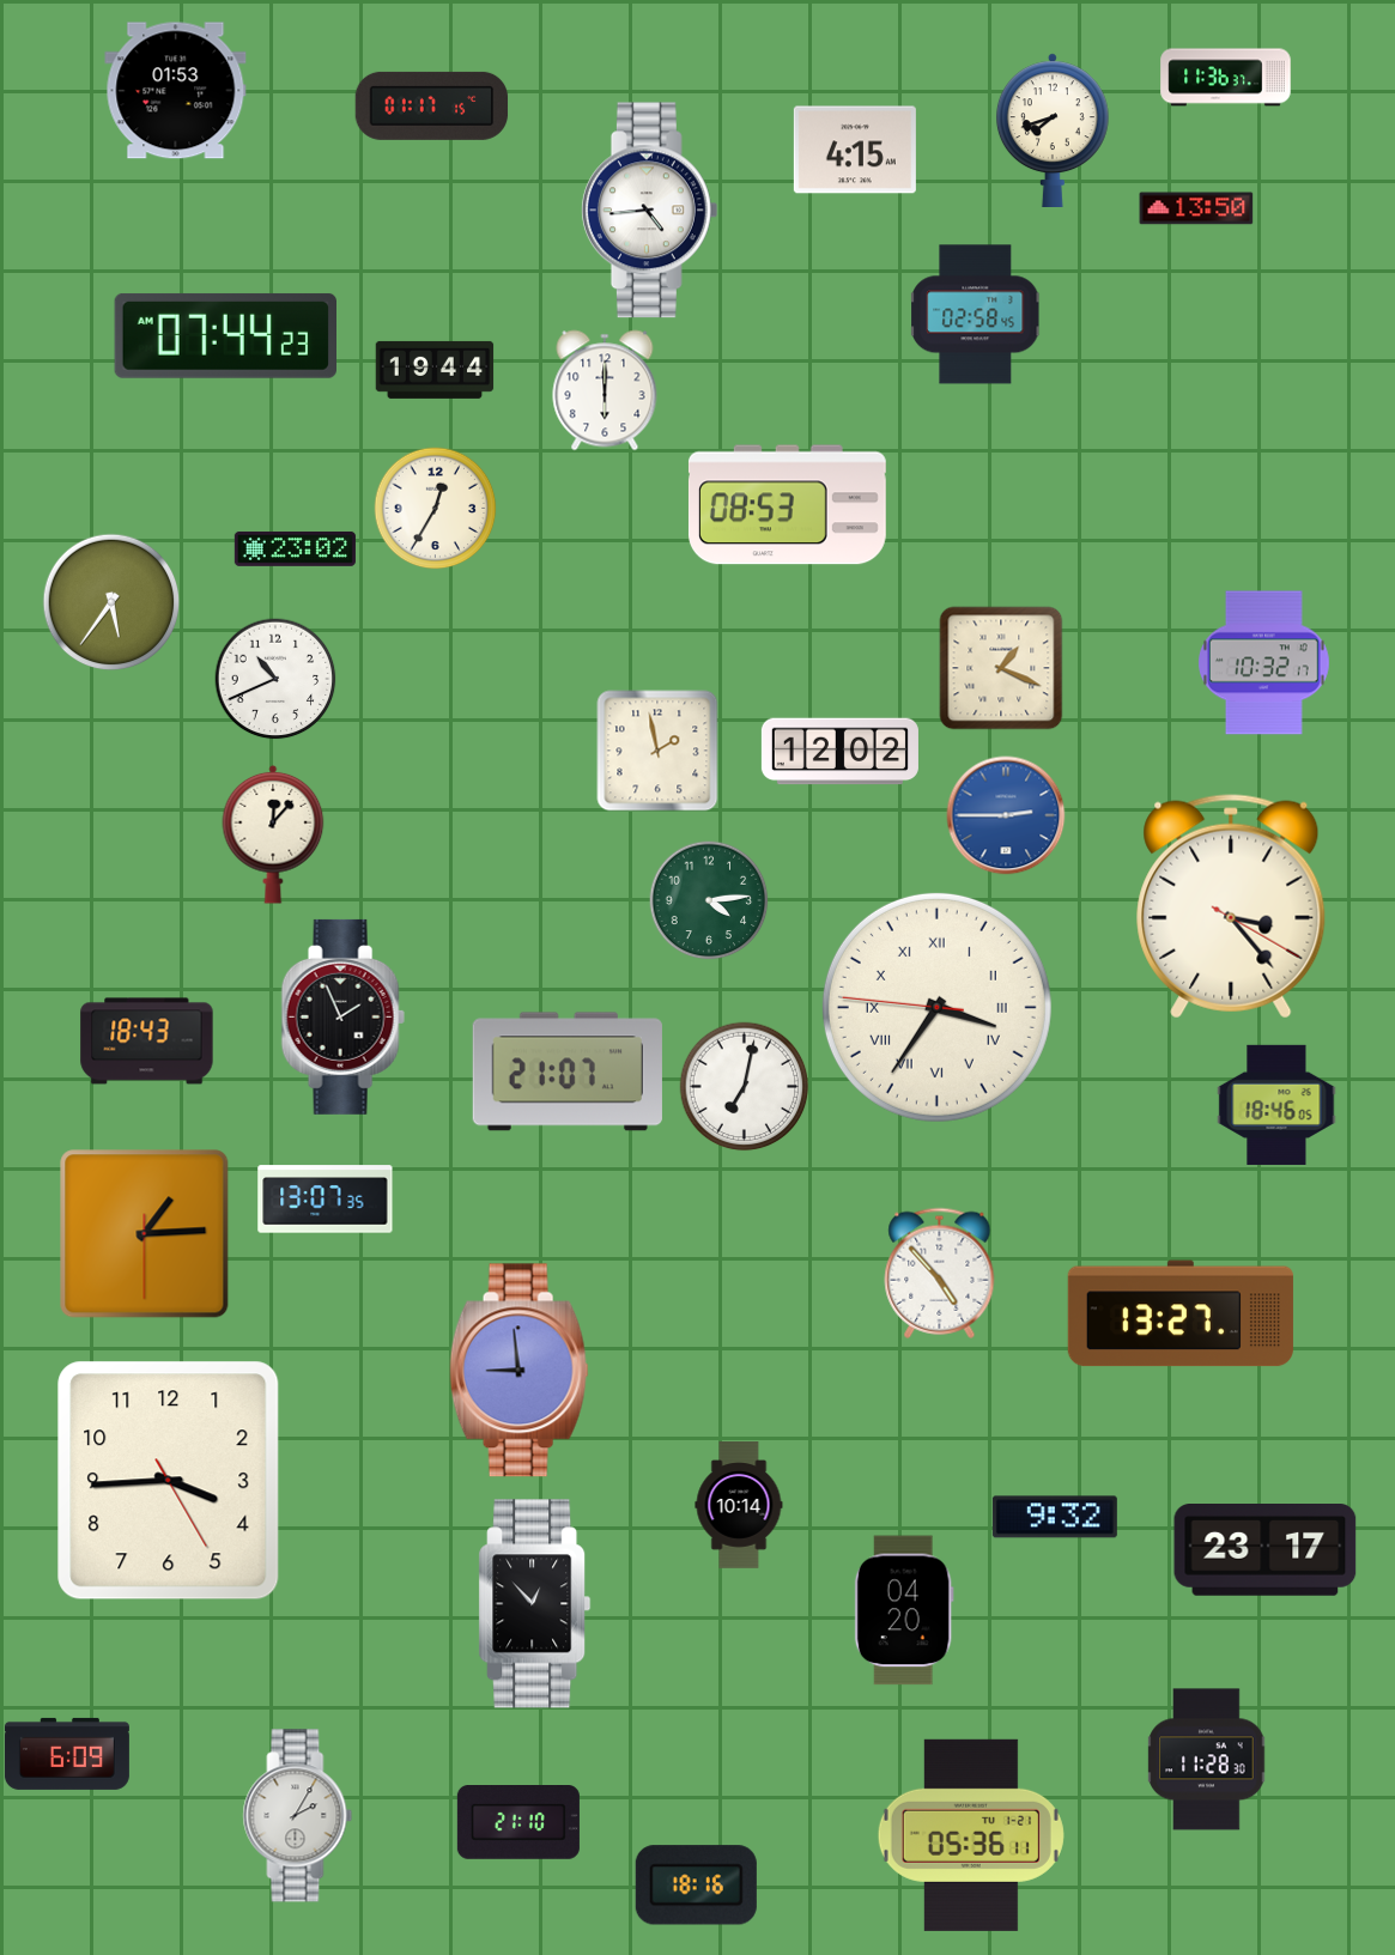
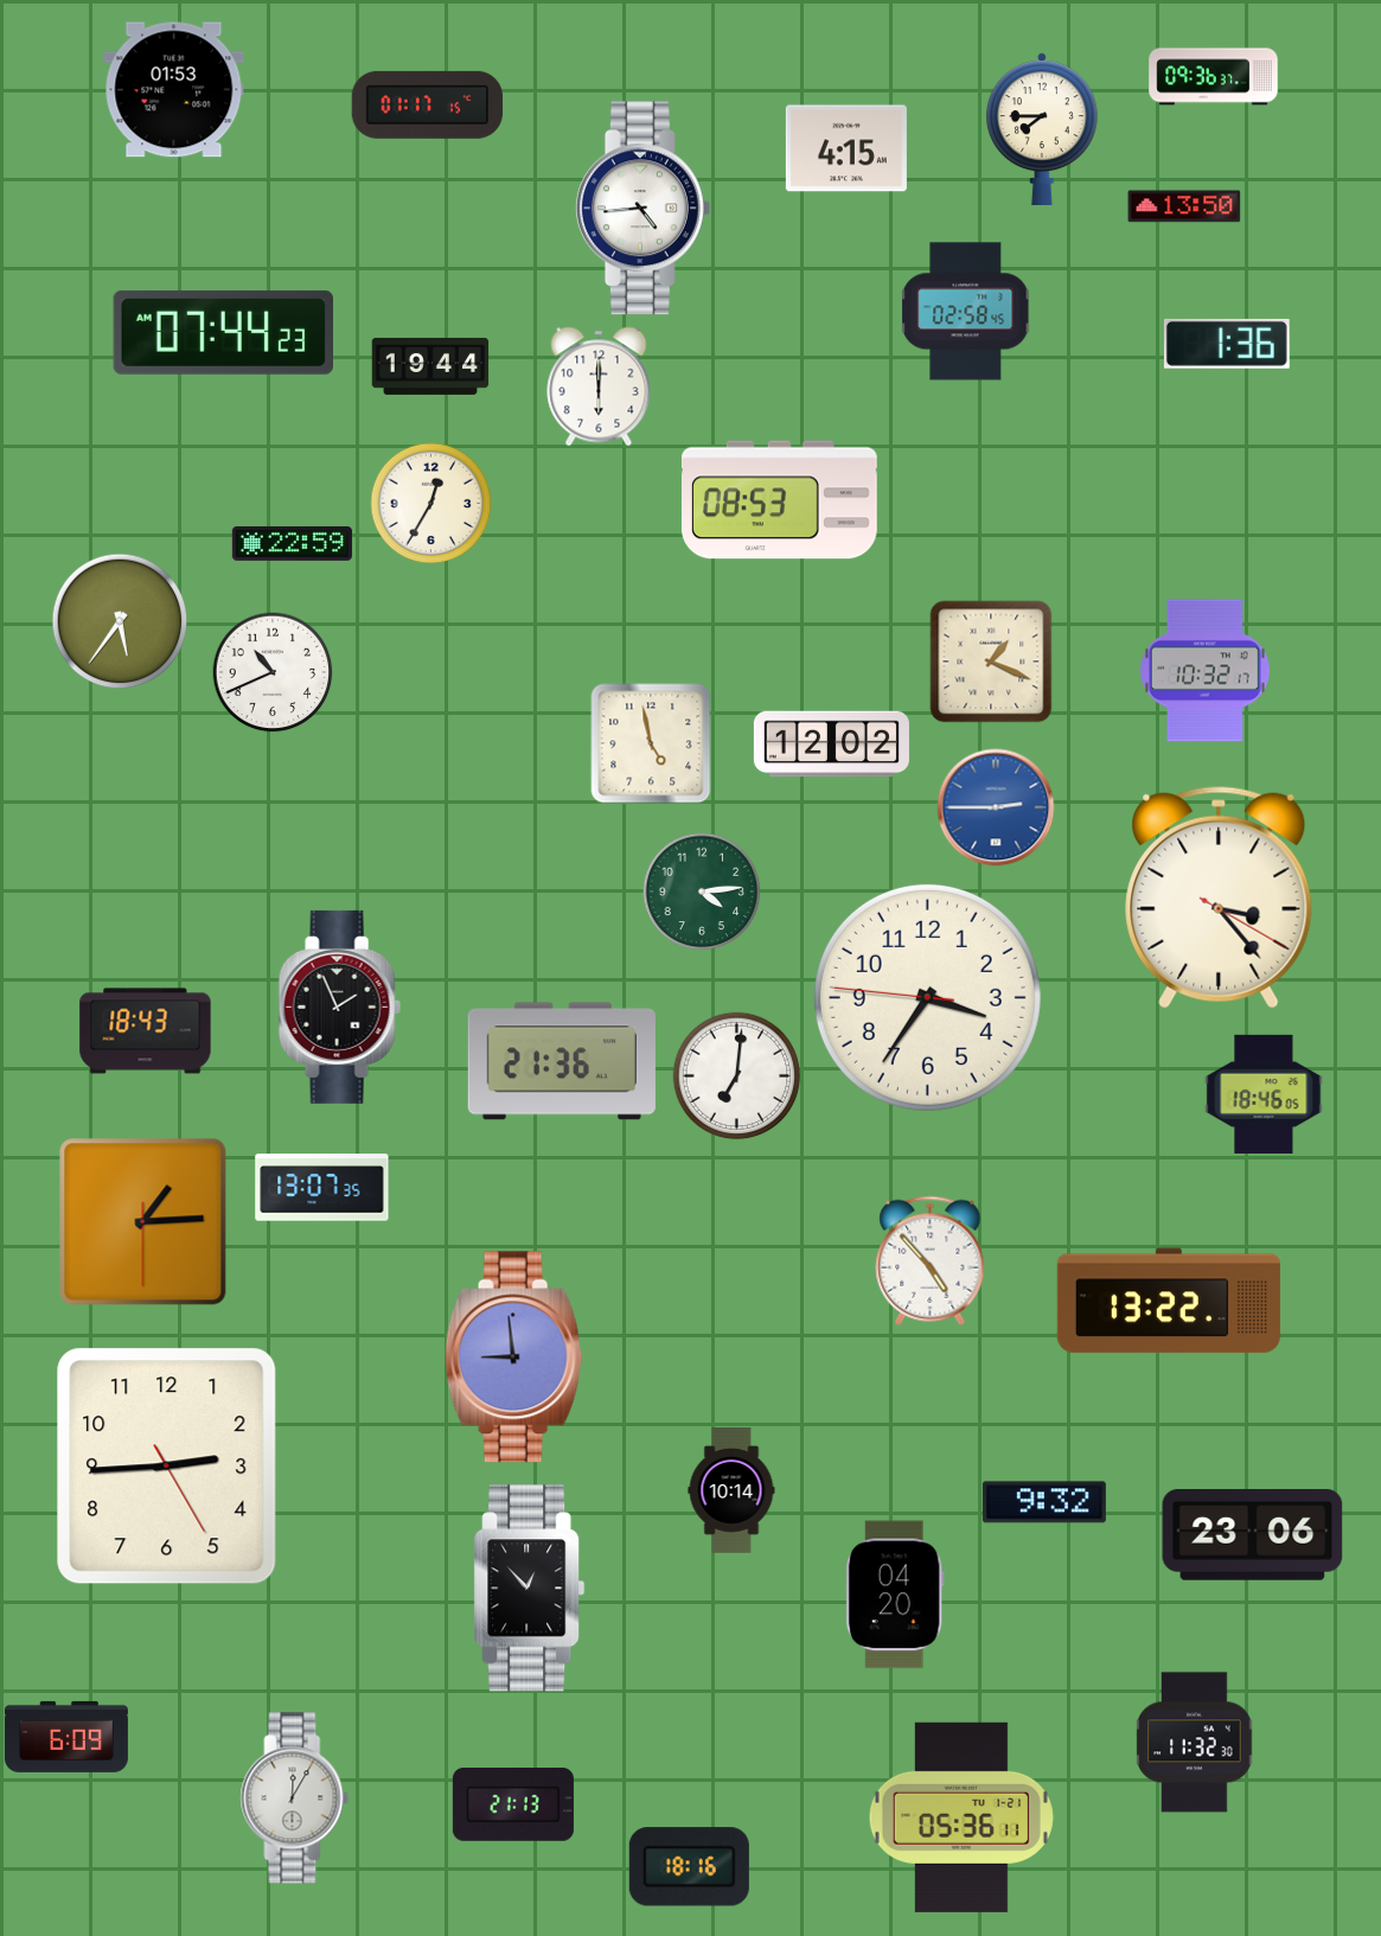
clock at (1226, 78): 11:36 -> 09:36
clock at (1053, 129): 7:42 -> 7:45
clock at (1227, 344): none -> 1:36
clock at (295, 548): 23:02 -> 22:59
clock at (111, 602) position: (111, 602) -> (120, 621)
clock at (1264, 663) position: (1264, 663) -> (1206, 671)
clock at (657, 751): 1:58 -> 4:58
clock at (273, 834): 12:07 -> none
clock at (936, 1007) numerals: Roman -> Arabic
clock at (568, 1071): 21:07 -> 21:36
clock at (745, 1087): 7:02 -> 7:01
clock at (1181, 1313): 13:27 -> 13:22
clock at (169, 1481): 3:44 -> 2:44
clock at (1266, 1550): 23:17 -> 23:06
clock at (1207, 1760): 11:28 -> 11:32
clock at (298, 1816): 2:05 -> 12:05
clock at (518, 1823): 21:10 -> 21:13
